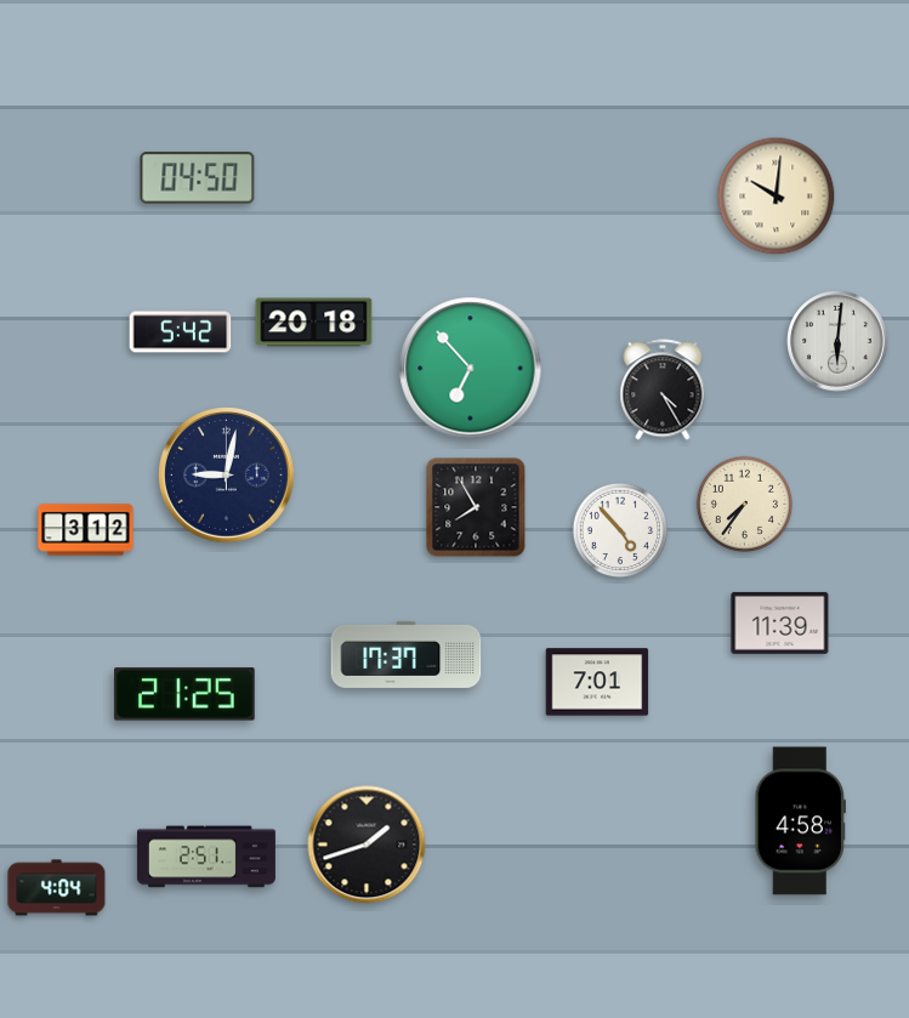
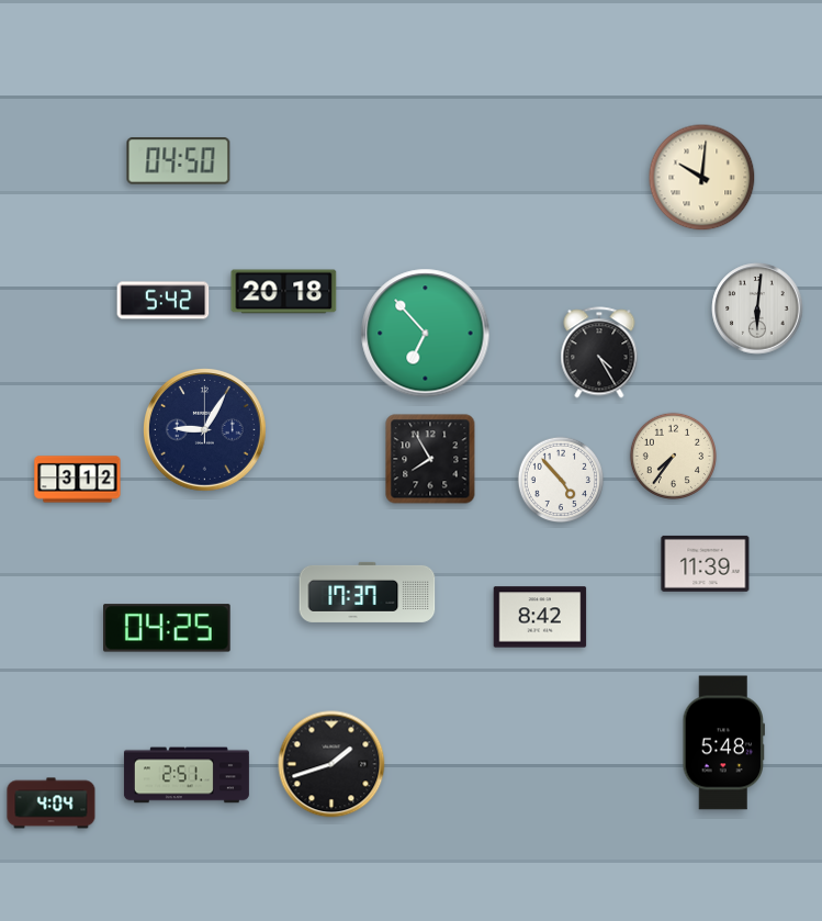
clock at (227, 476): 9:02 -> 9:05
clock at (597, 682): 7:01 -> 8:42
clock at (186, 694): 21:25 -> 04:25
clock at (801, 821): 4:58 -> 5:48
